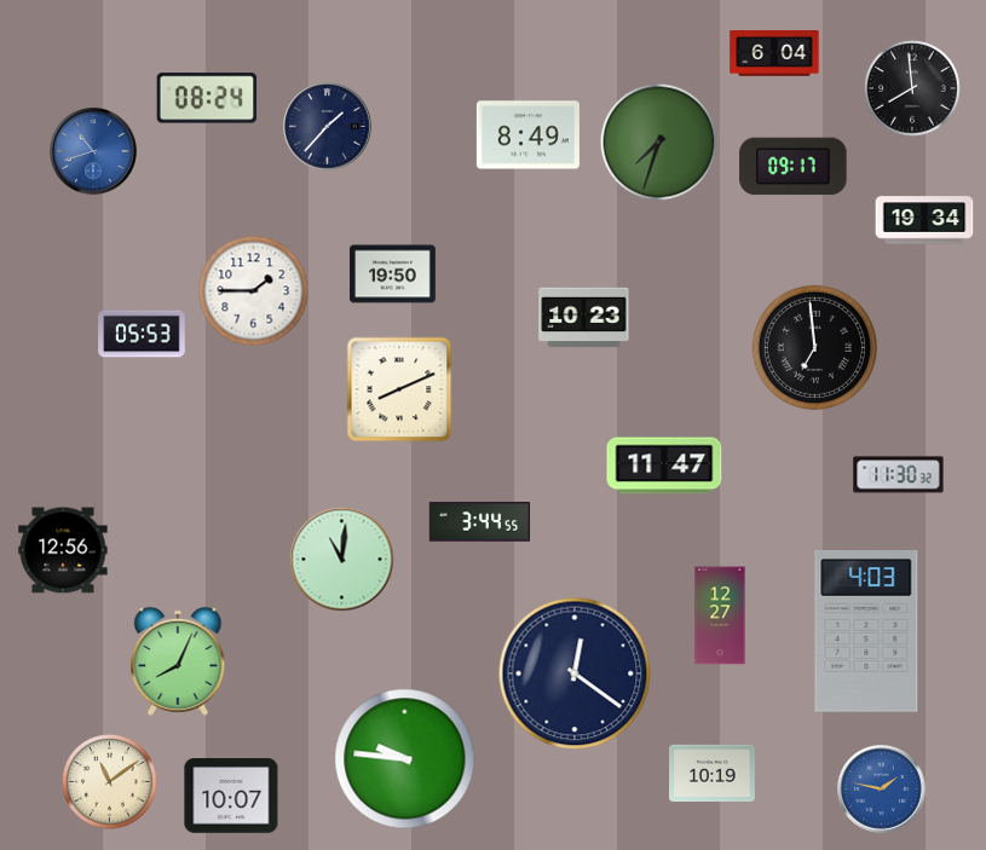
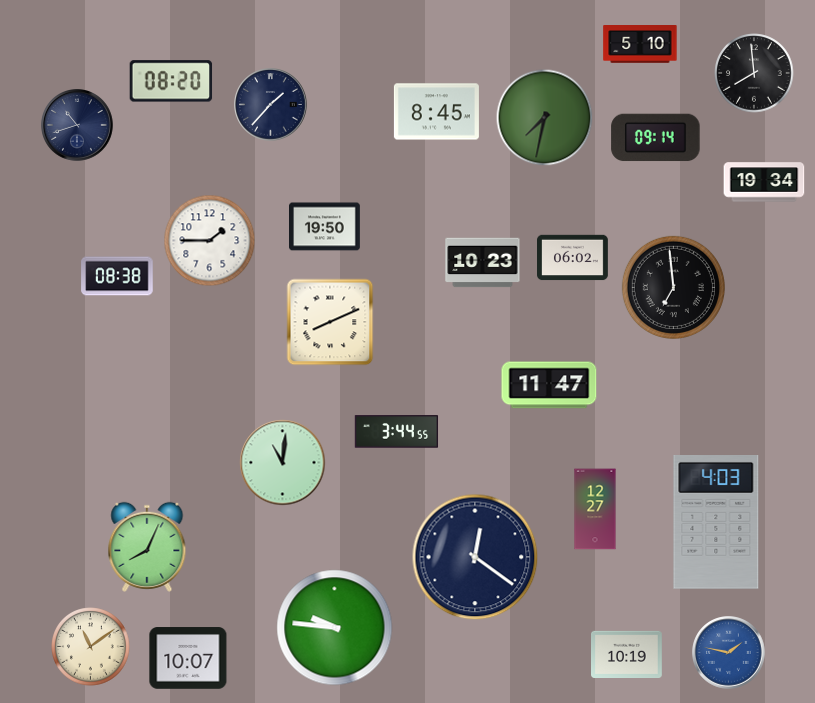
clock at (774, 54): 6:04 -> 5:10
clock at (207, 98): 08:24 -> 08:20
clock at (527, 135): 8:49 -> 8:45
clock at (659, 143): 7:33 -> 7:32
clock at (94, 152) dial: blue -> navy
clock at (794, 167): 09:17 -> 09:14
clock at (573, 258): none -> 06:02
clock at (142, 334): 05:53 -> 08:38
clock at (899, 475): 11:30 -> none
clock at (63, 550): 12:56 -> none
clock at (713, 773) position: (713, 773) -> (627, 654)
clock at (231, 796) position: (231, 796) -> (188, 658)
